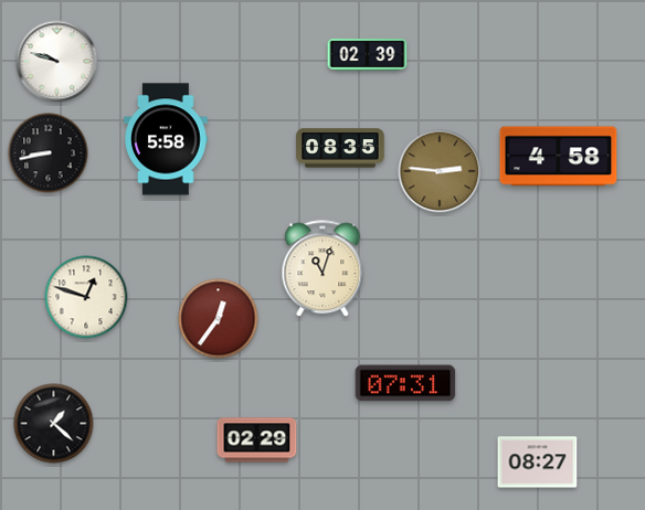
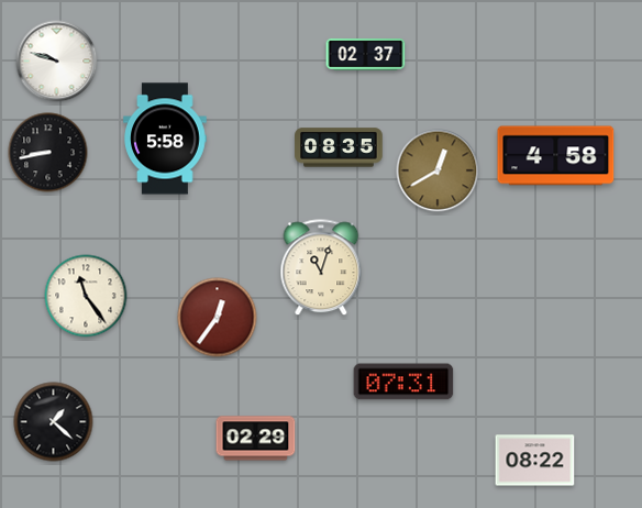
clock at (368, 54): 02:39 -> 02:37
clock at (440, 171): 2:46 -> 12:40
clock at (86, 297): 12:48 -> 11:24
clock at (538, 463): 08:27 -> 08:22
